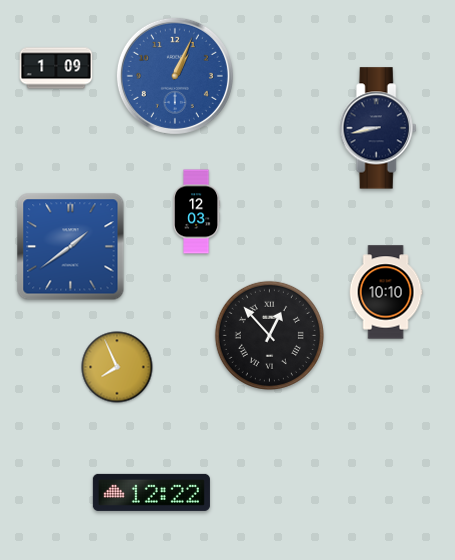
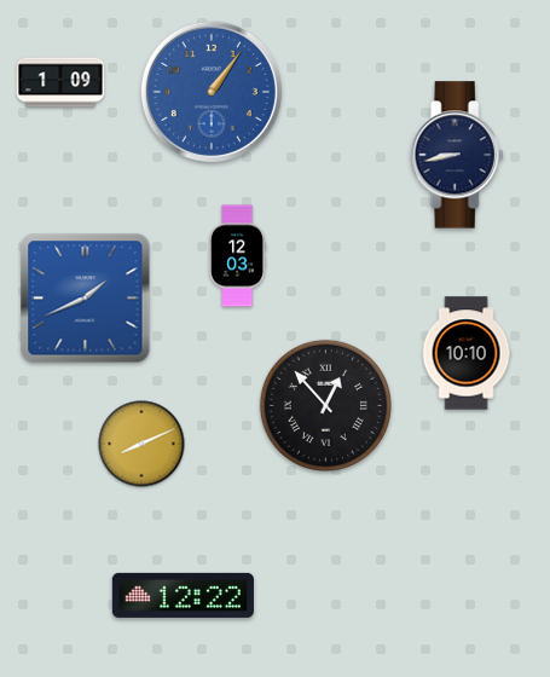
clock at (56, 68) position: (56, 68) -> (60, 82)
clock at (175, 76): 1:04 -> 1:06
clock at (71, 247): 1:39 -> 1:41
clock at (117, 367): 7:56 -> 8:11
